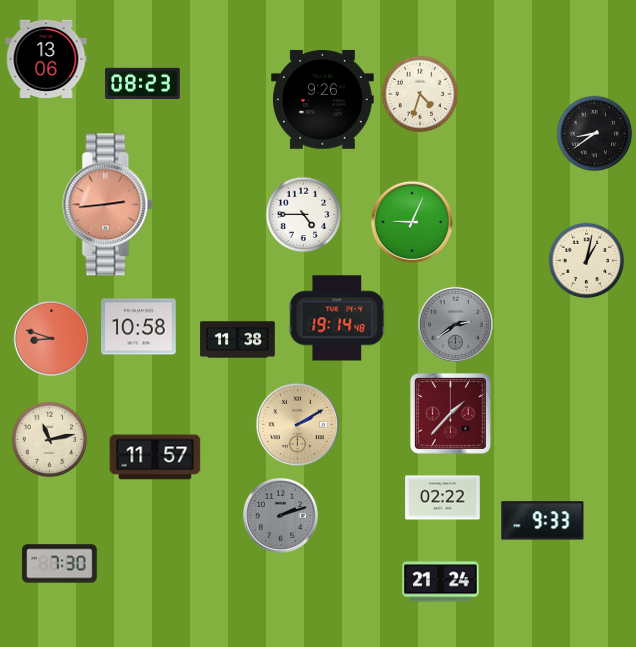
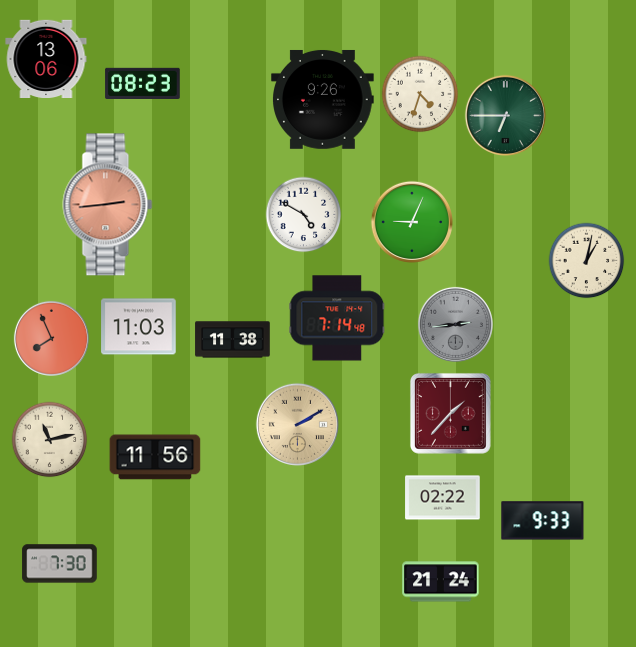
clock at (505, 115): none -> 6:45
clock at (595, 134): 8:39 -> none
clock at (304, 215): 4:45 -> 4:50
clock at (337, 318): 19:14 -> 7:14
clock at (455, 324): 2:39 -> 2:44
clock at (139, 327): 10:58 -> 11:03
clock at (51, 338): 8:48 -> 7:56
clock at (238, 340) position: (238, 340) -> (233, 340)
clock at (155, 457): 11:57 -> 11:56
clock at (280, 515): 2:12 -> none
